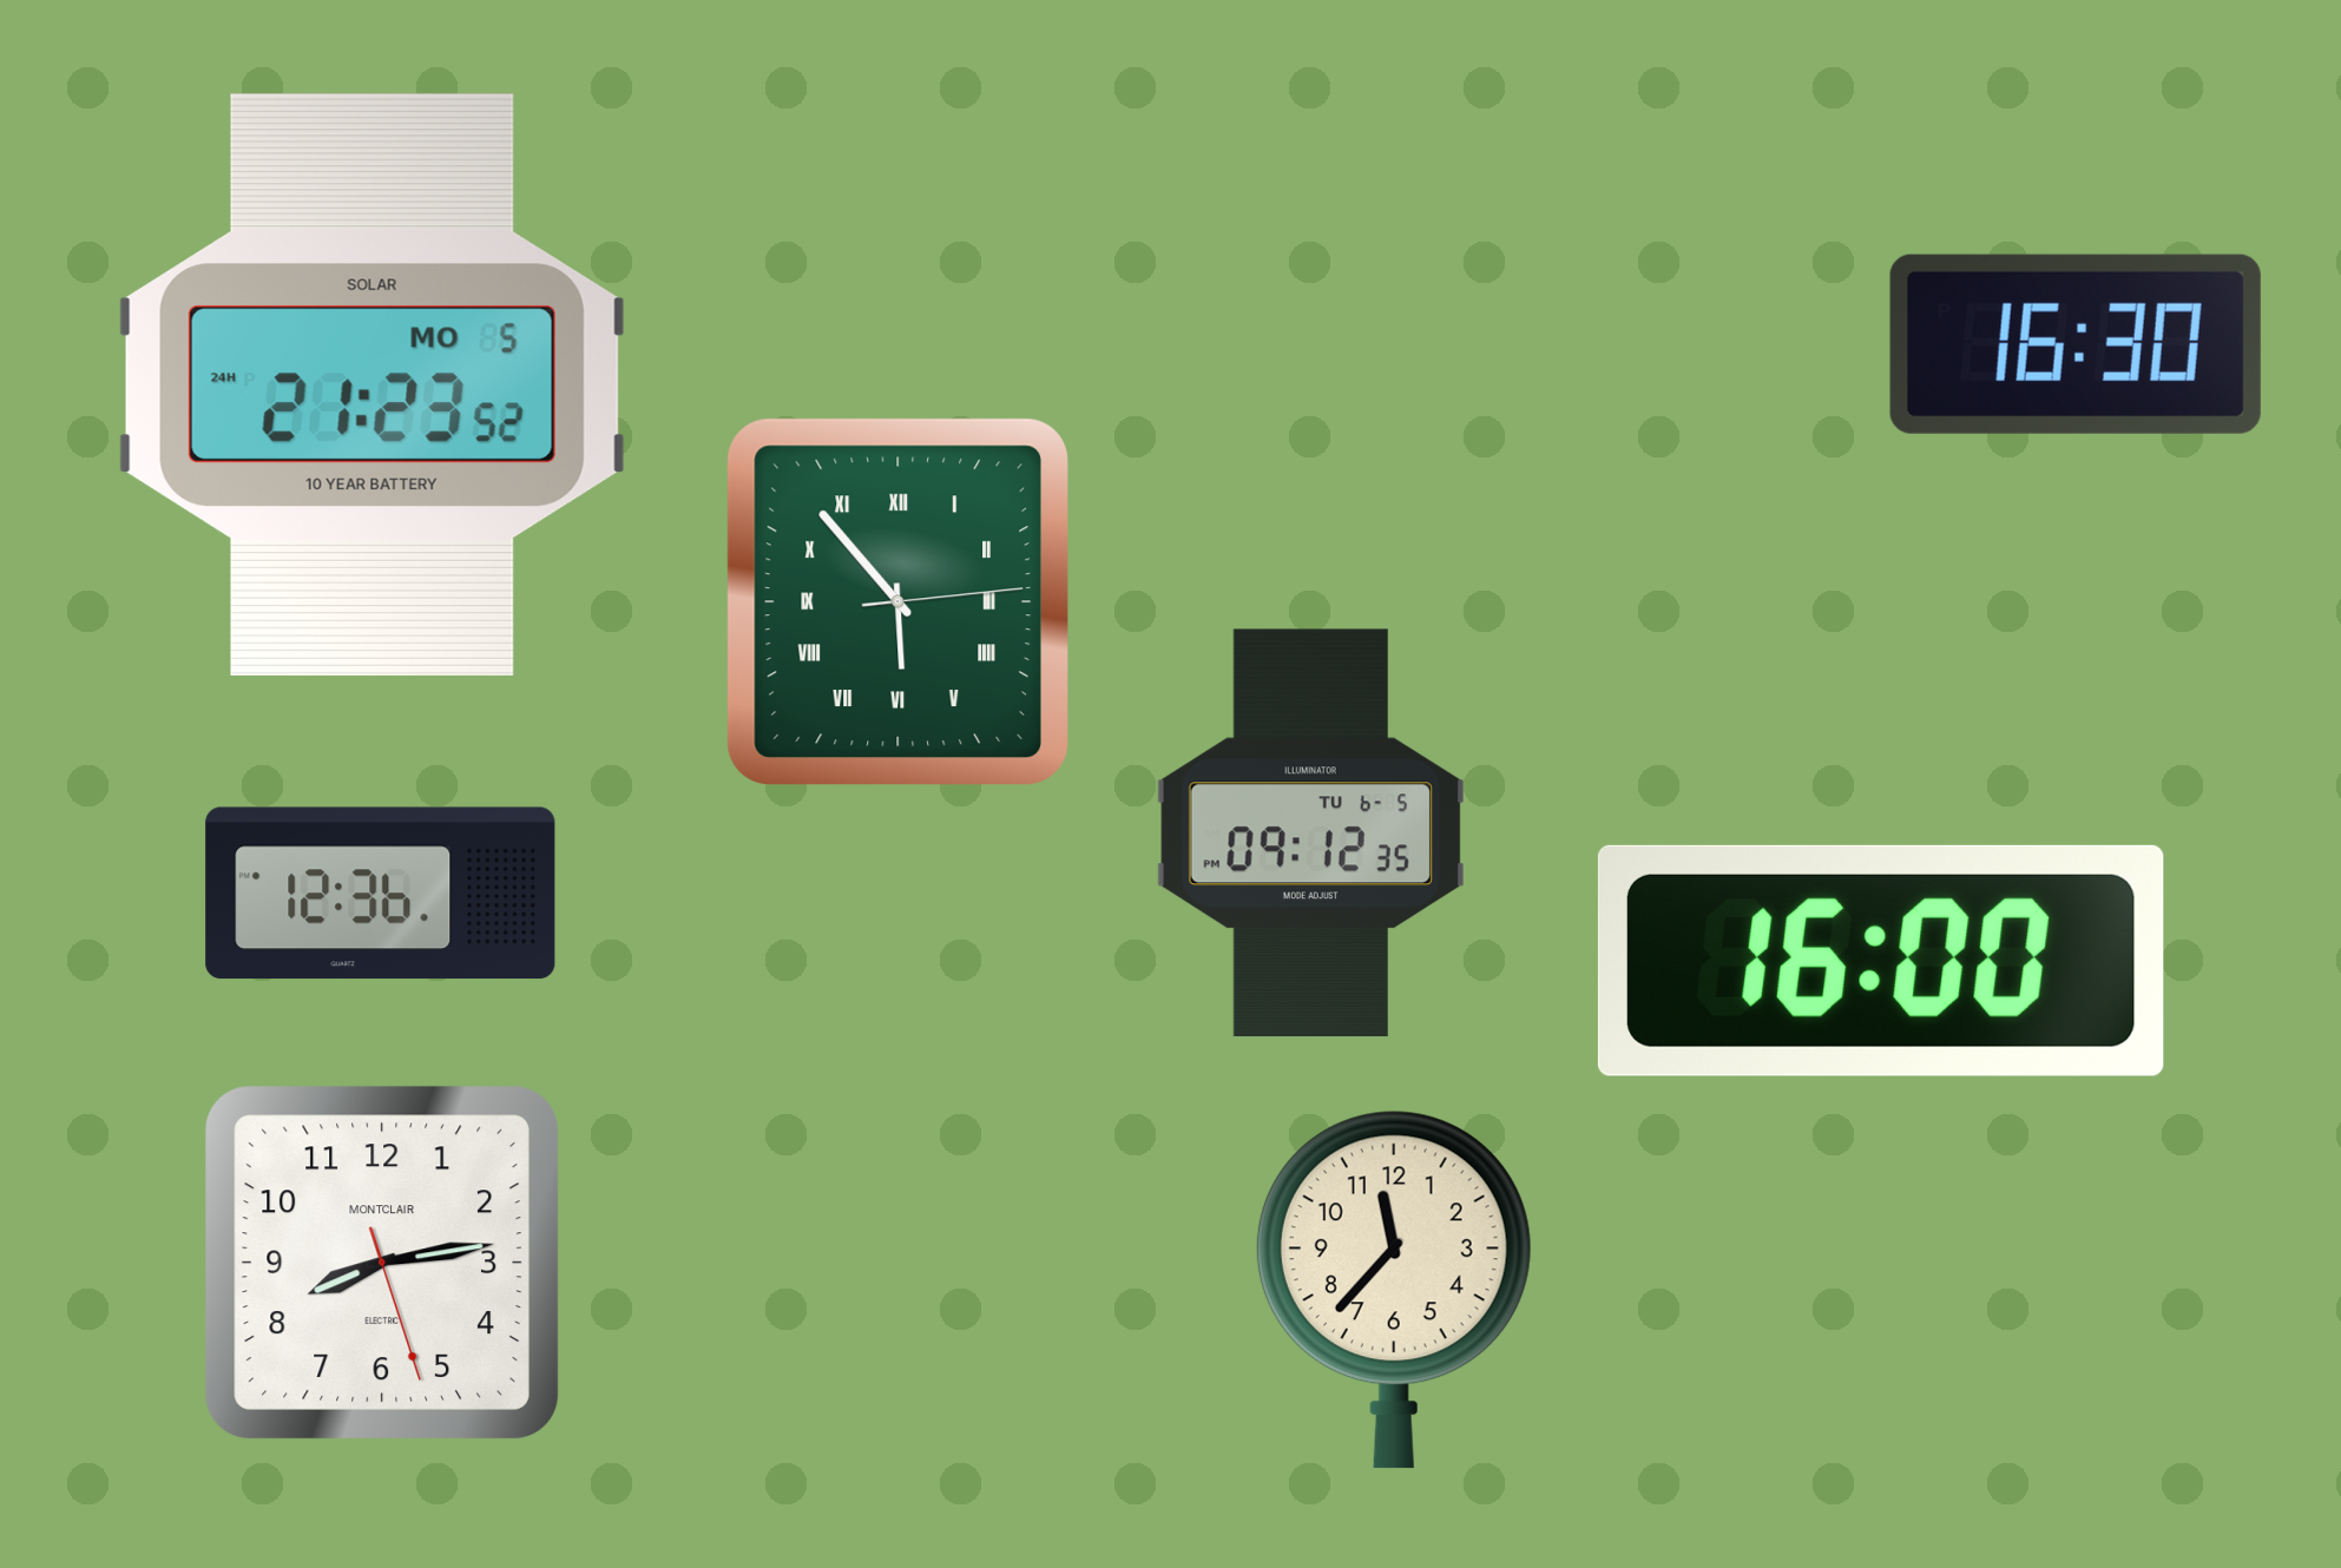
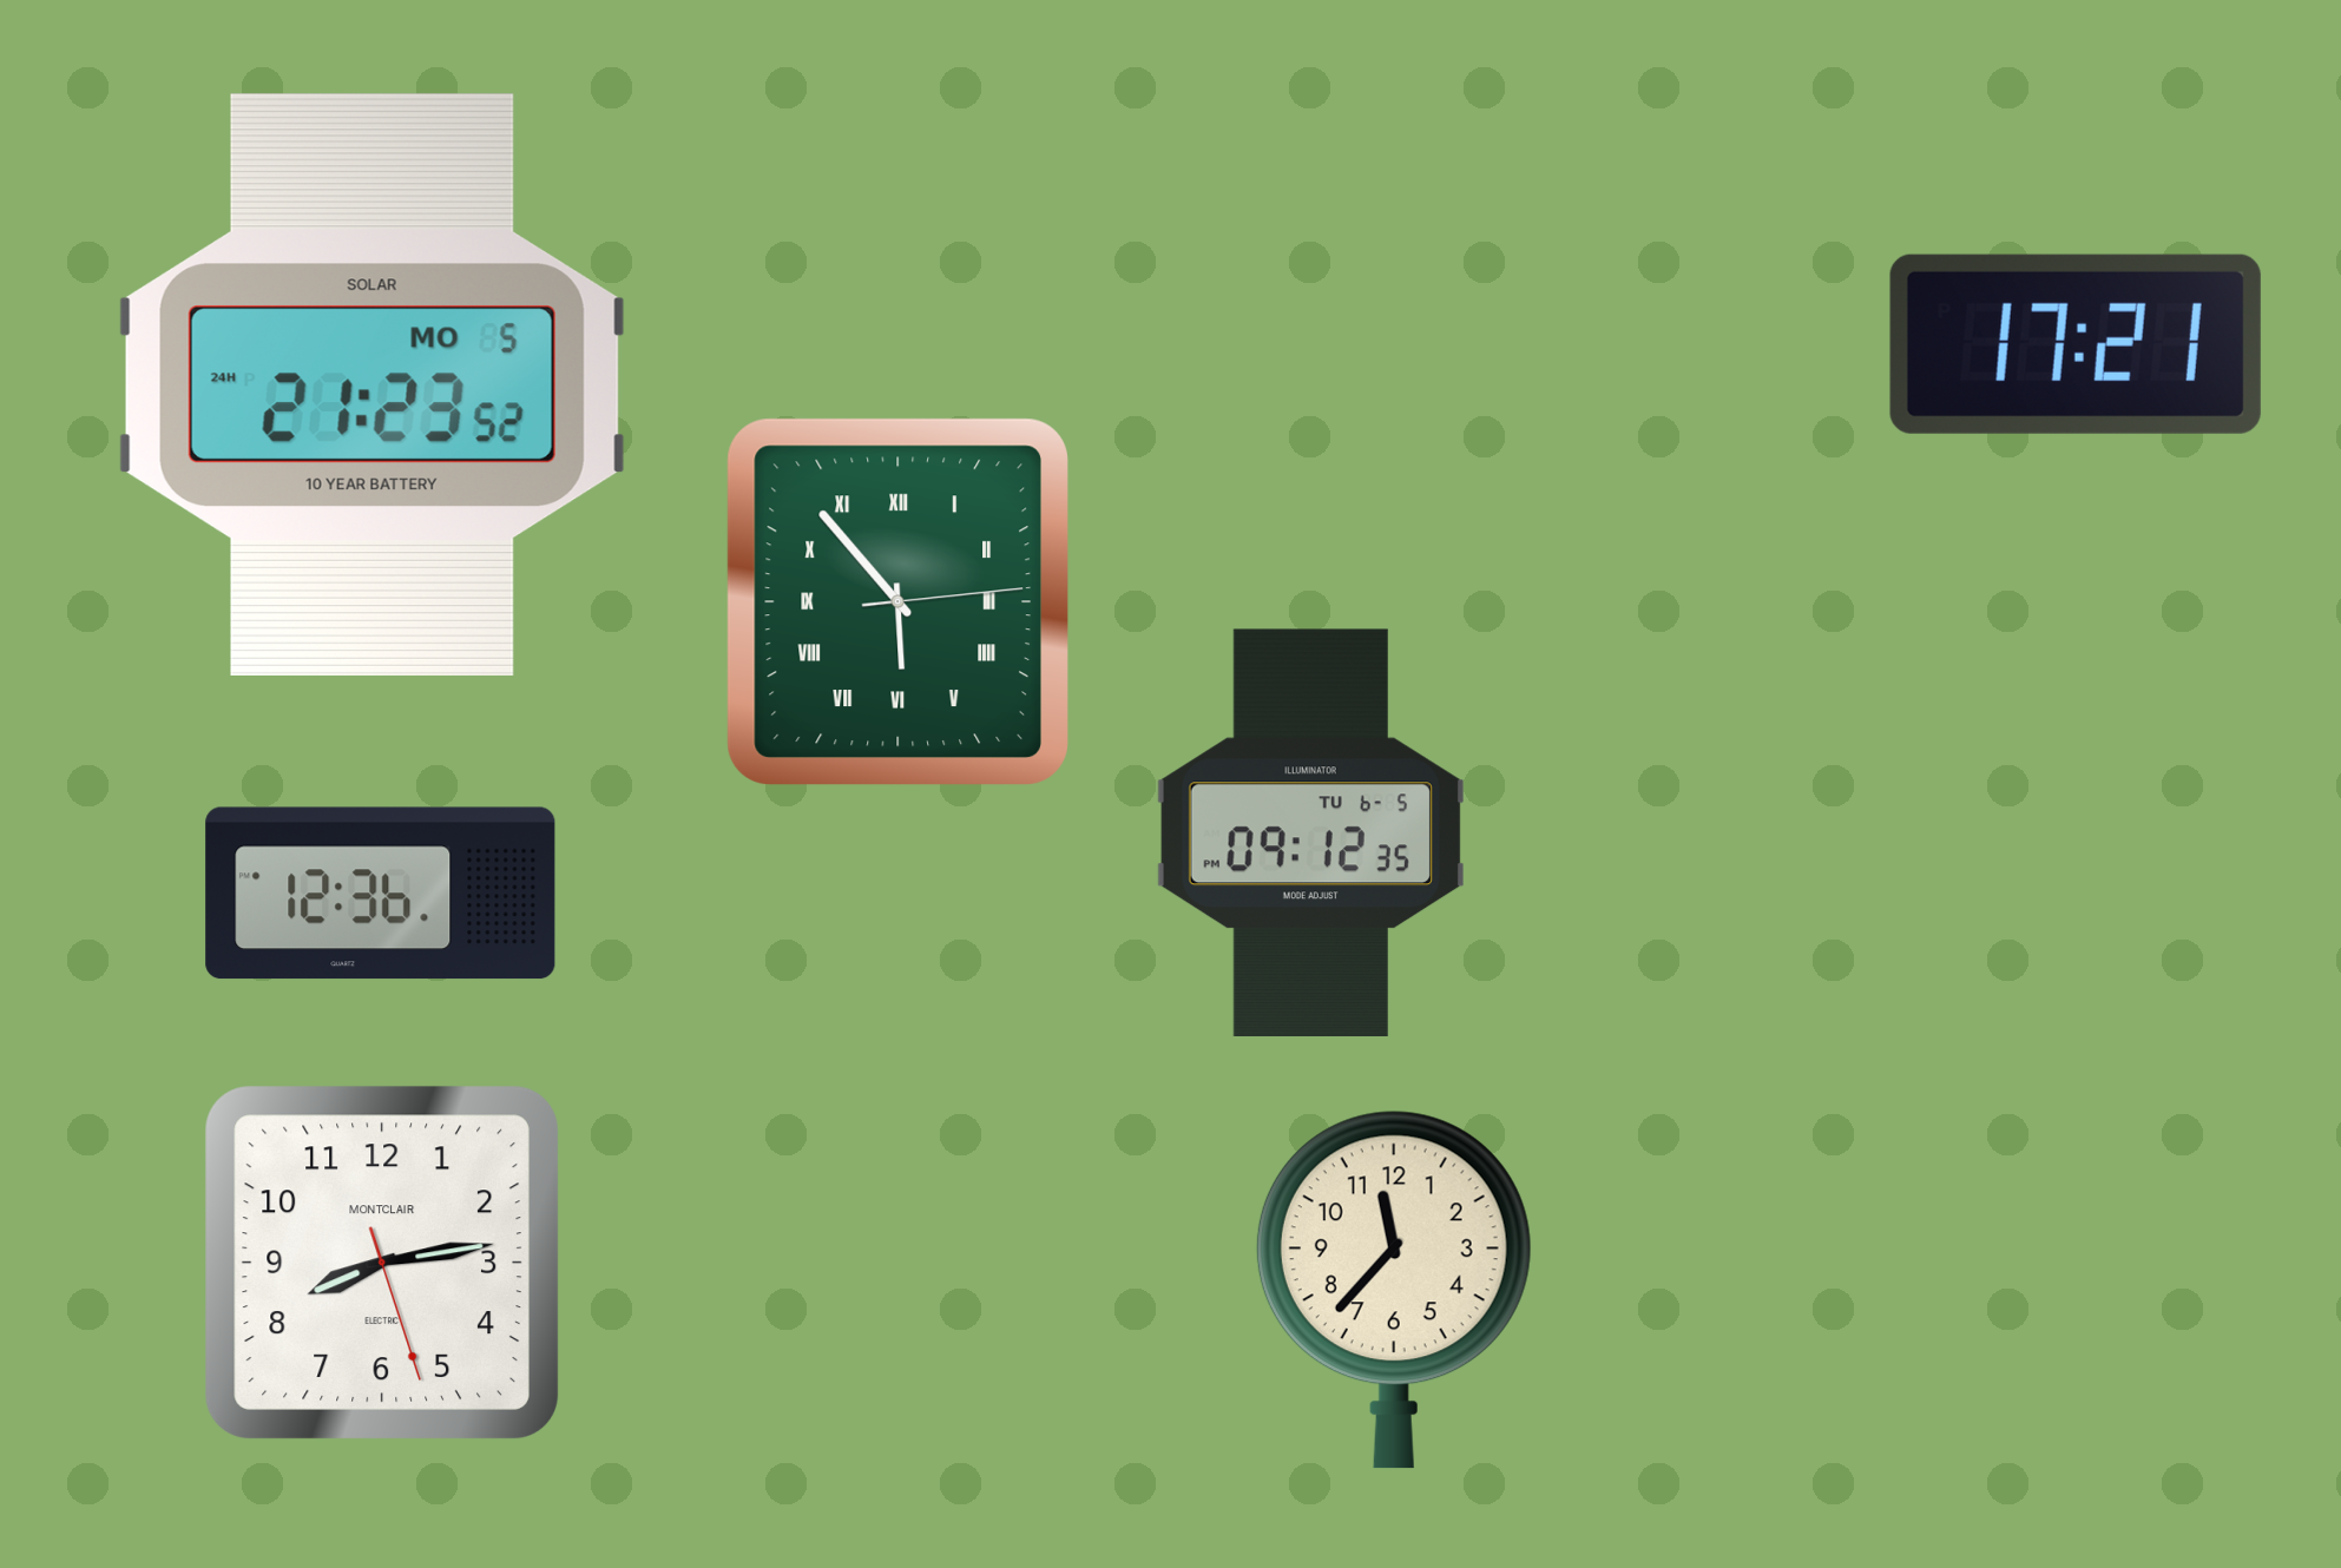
clock at (2076, 344): 16:30 -> 17:21
clock at (1881, 961): 16:00 -> none
